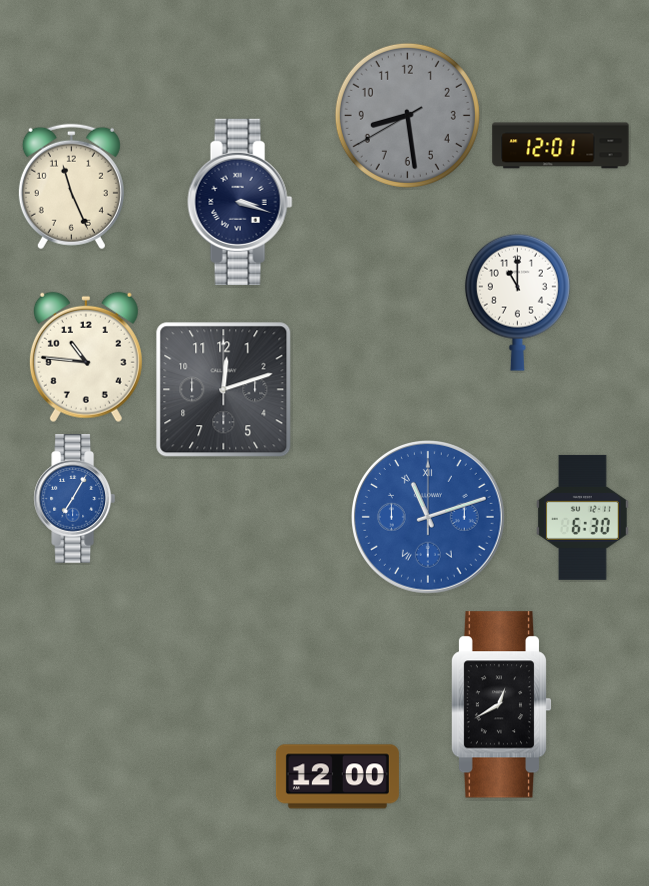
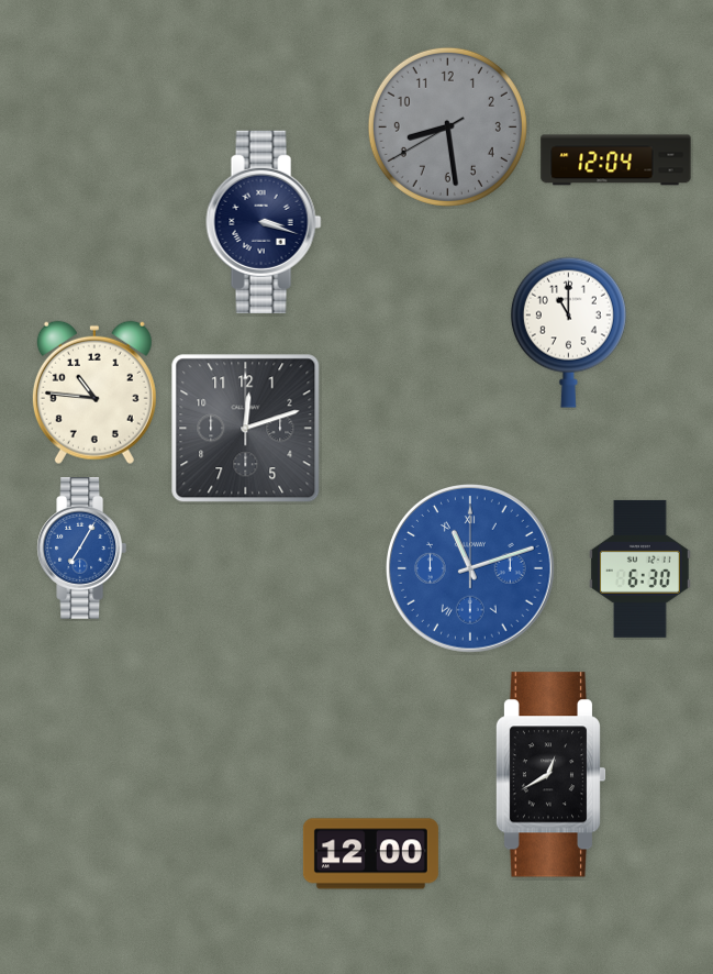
clock at (561, 146): 12:01 -> 12:04
clock at (71, 187): 11:26 -> none
